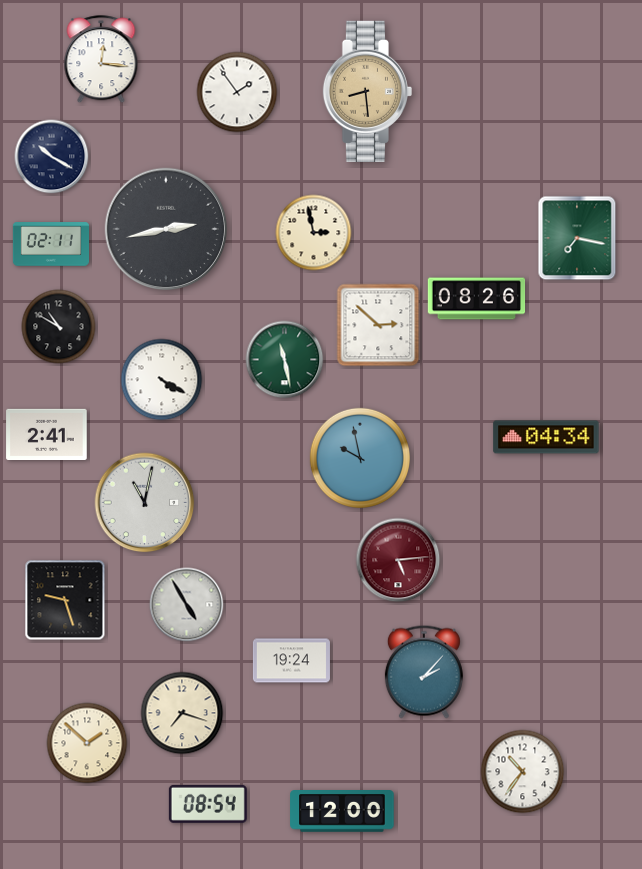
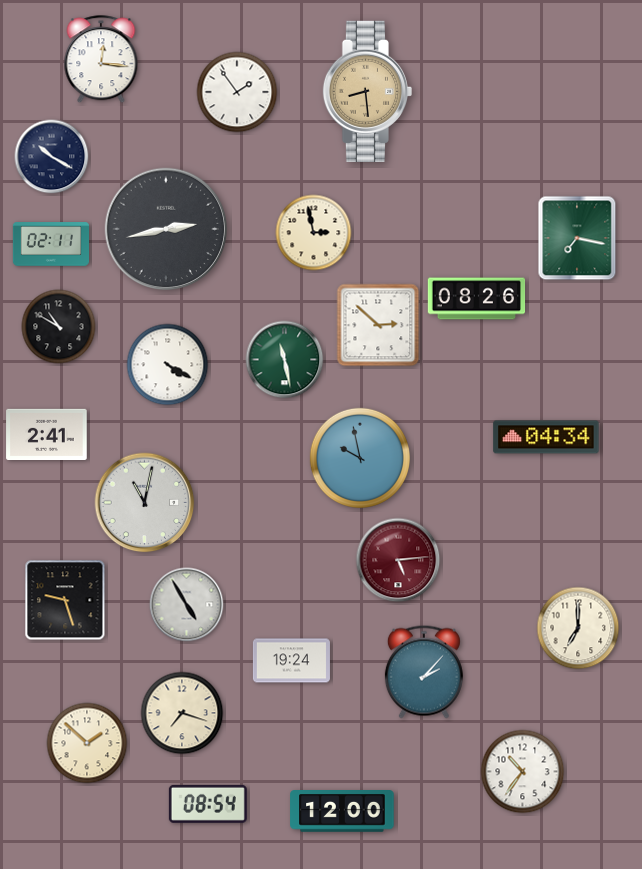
clock at (162, 380) position: (162, 380) -> (168, 365)
clock at (578, 628): none -> 7:00
